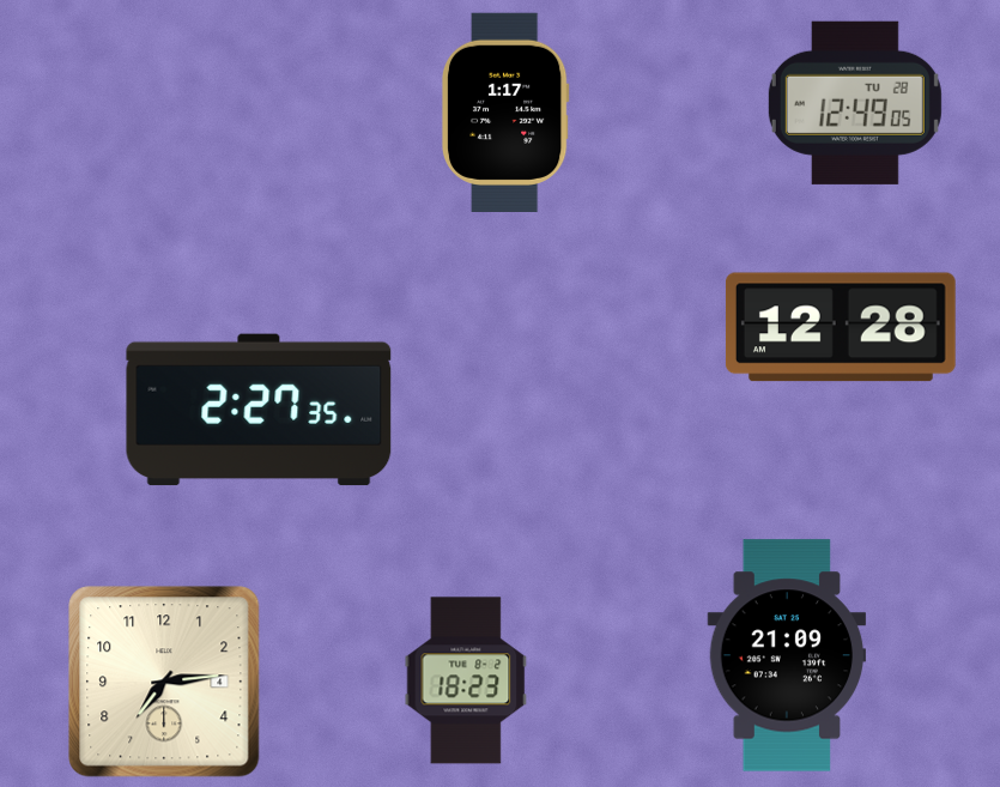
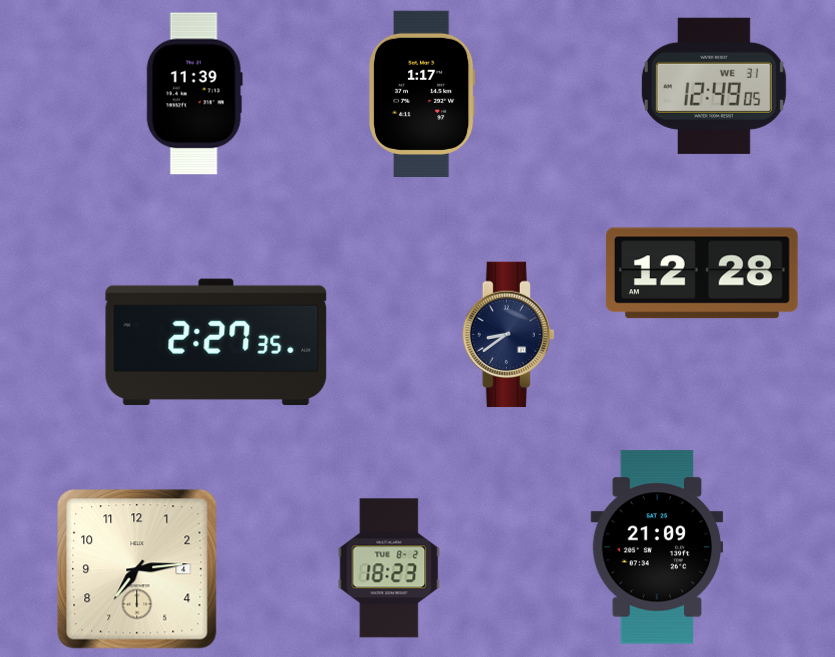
clock at (855, 103) date: TU 28 -> WE 31
clock at (194, 94): none -> 11:39
clock at (508, 335): none -> 8:39
